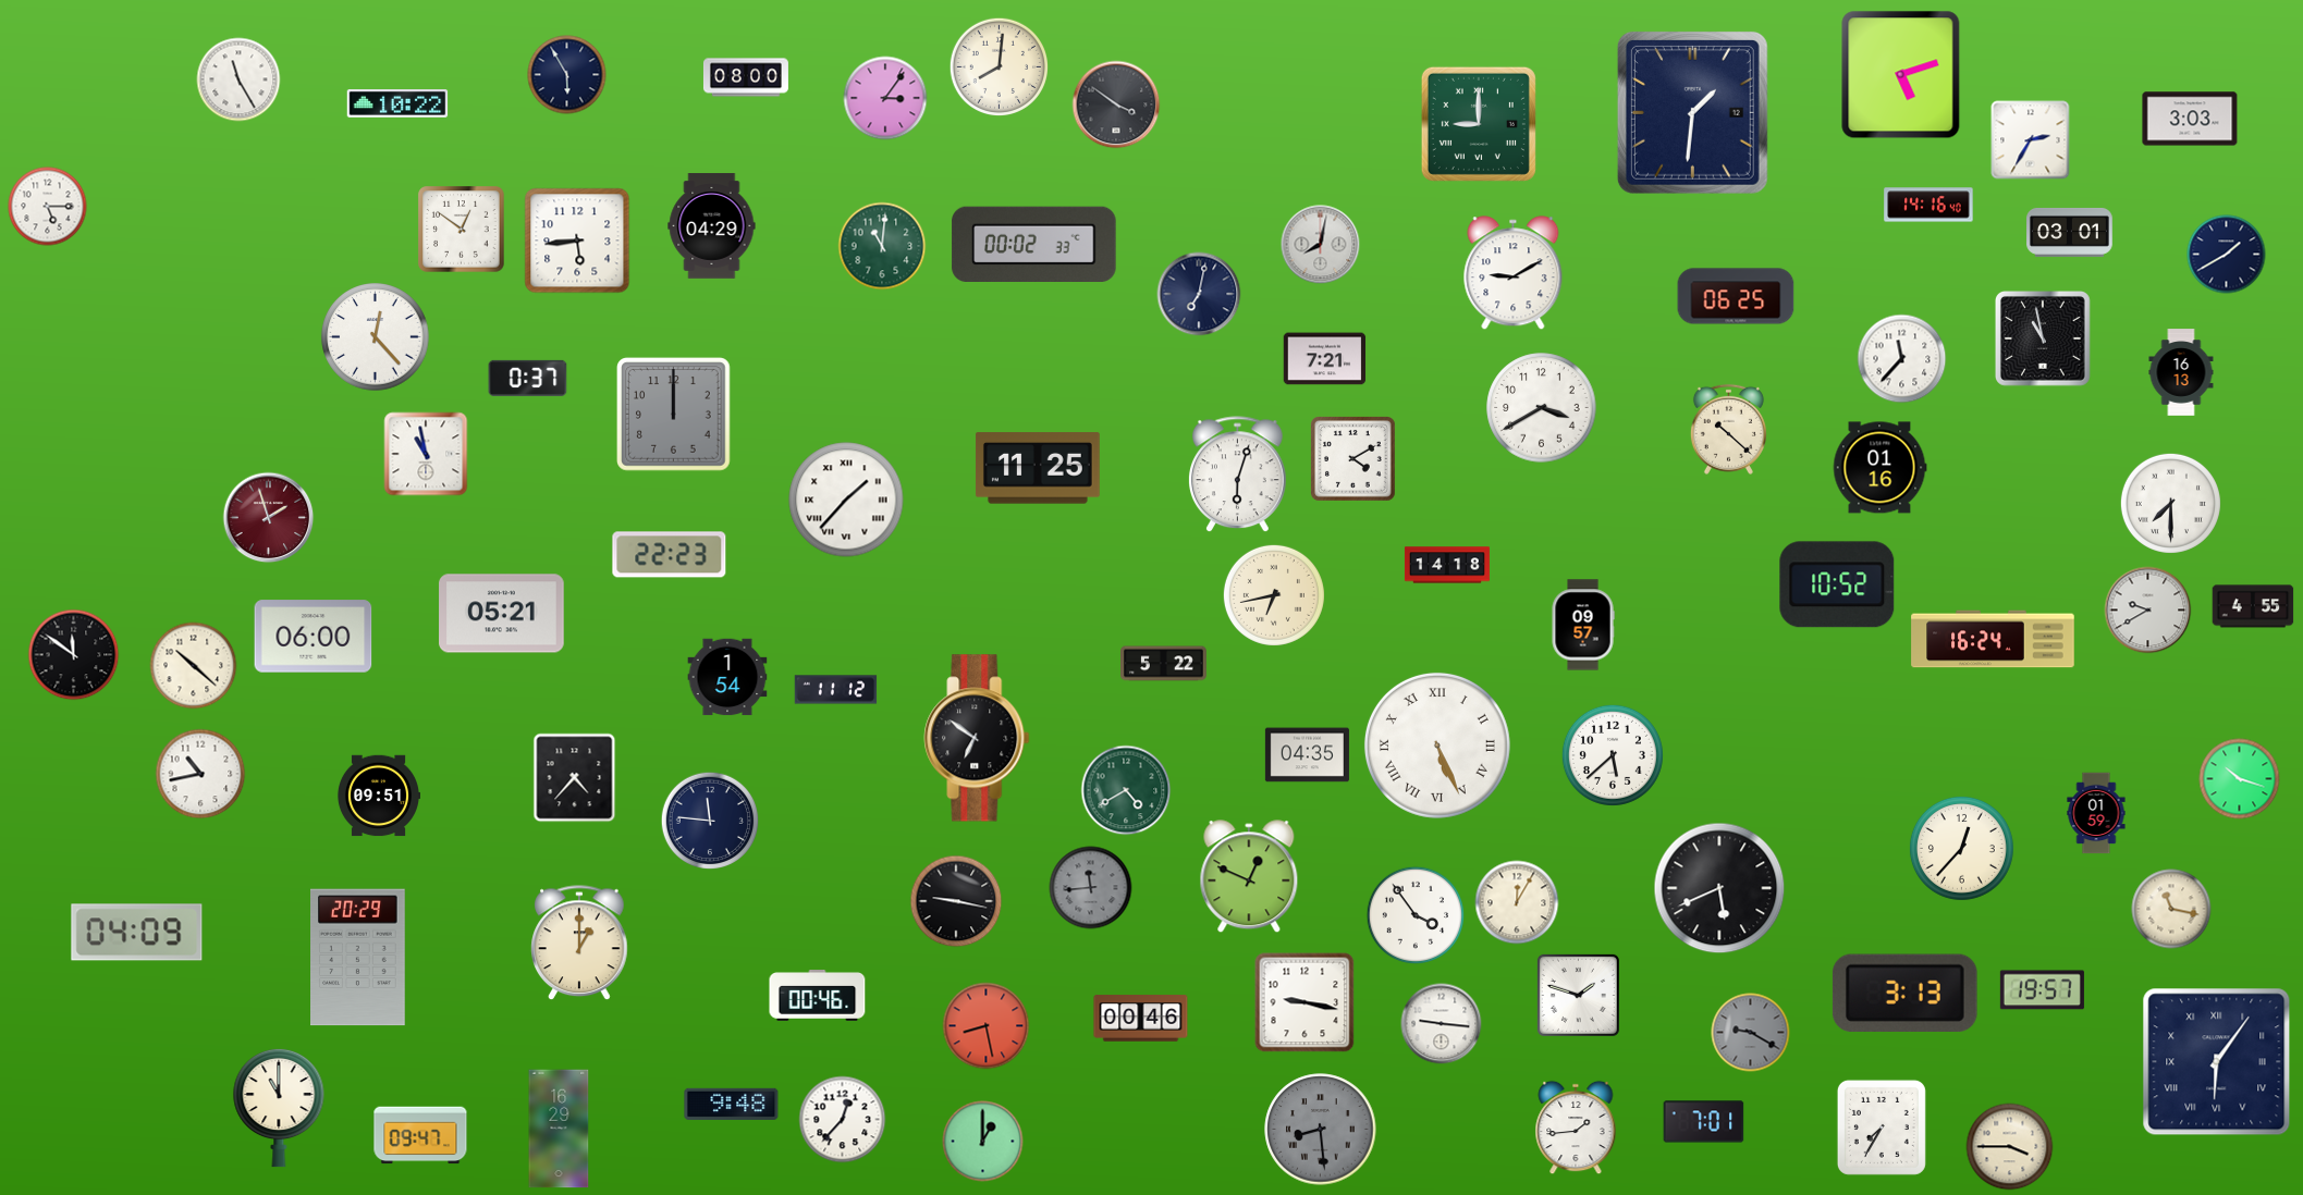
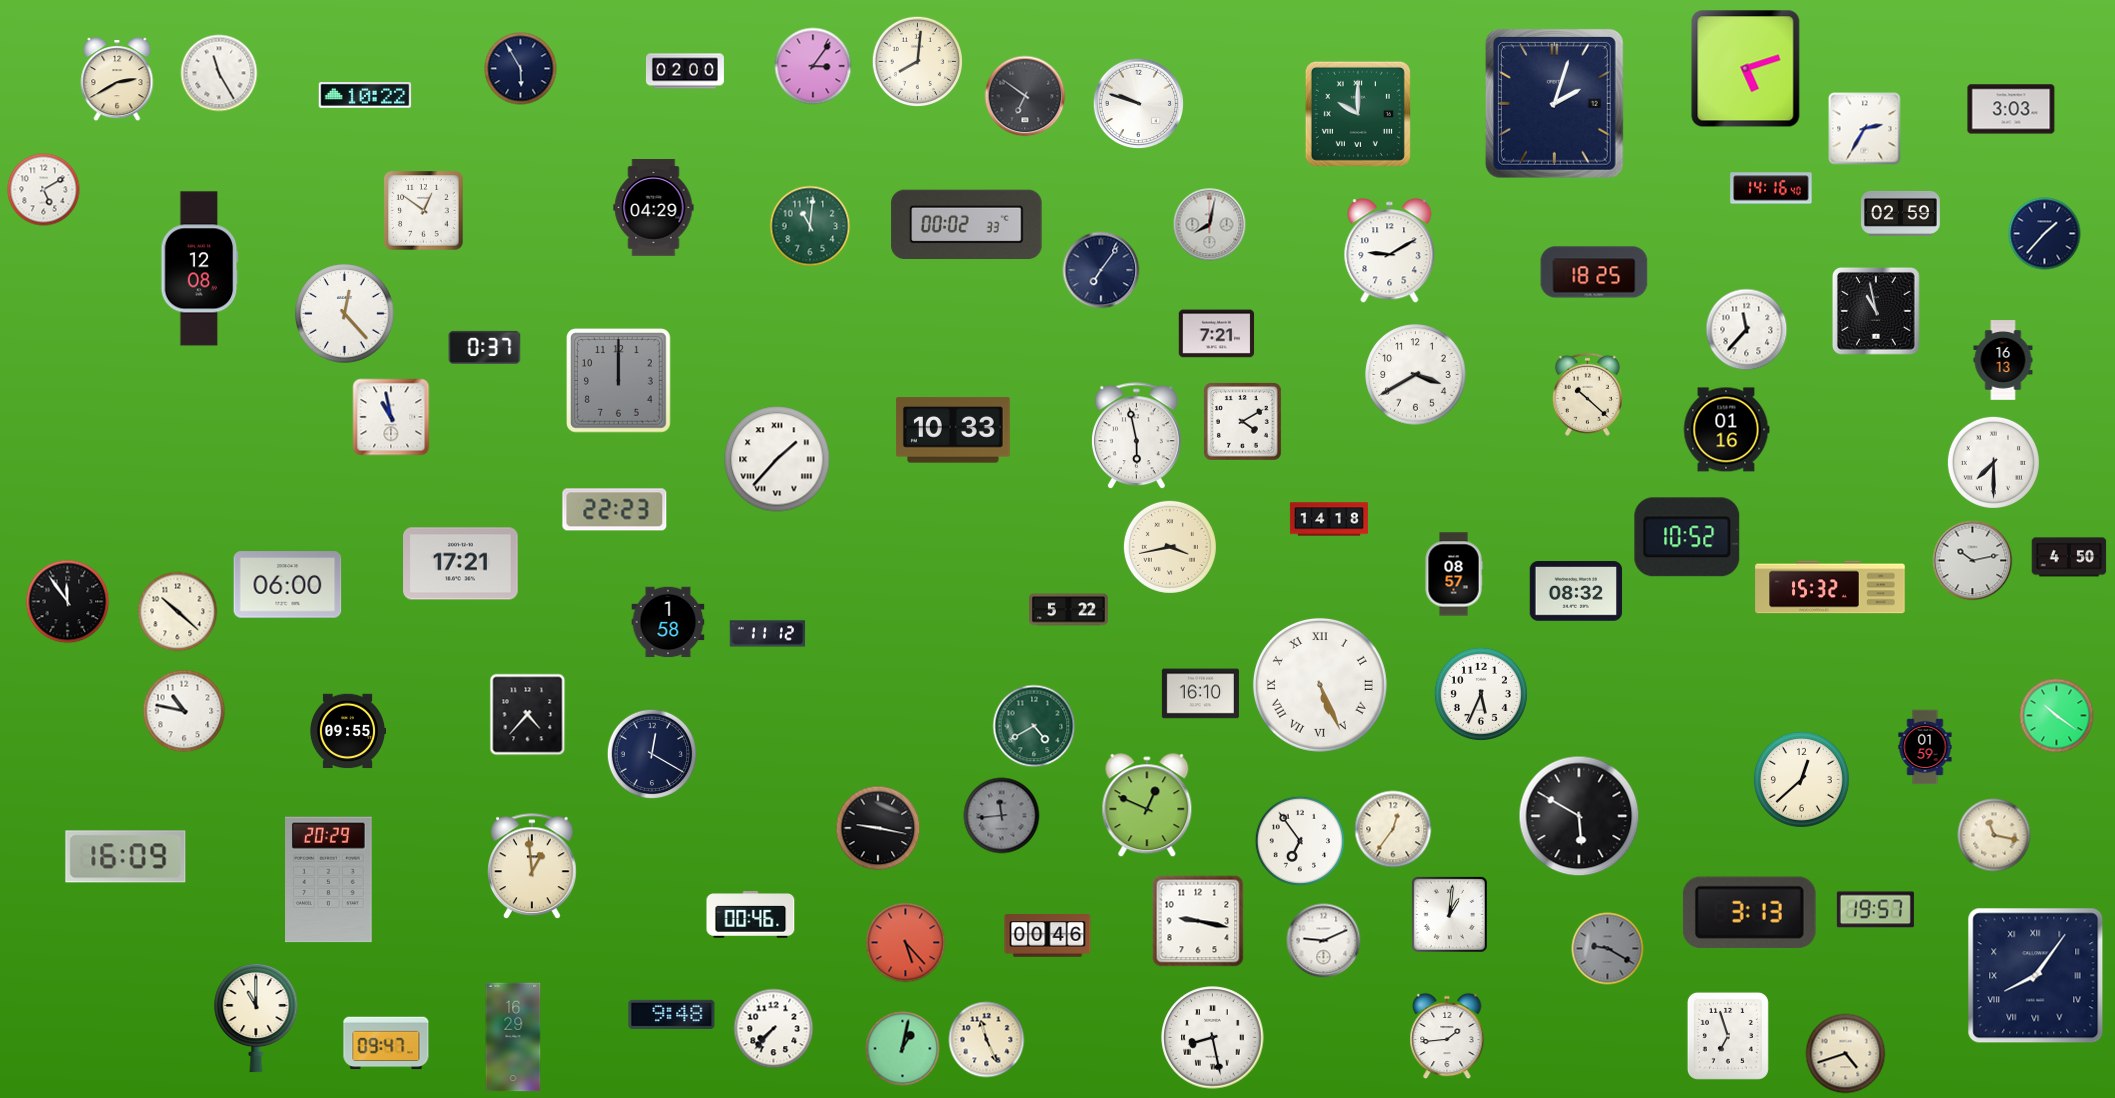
clock at (746, 77): 08:00 -> 02:00
clock at (117, 80): none -> 2:40
clock at (885, 98) position: (885, 98) -> (813, 66)
clock at (1116, 104): 3:51 -> 6:51
clock at (1138, 103): none -> 9:48
clock at (1692, 112): 1:31 -> 2:03
clock at (1479, 124): 9:00 -> 10:00
clock at (48, 207): 5:15 -> 5:10
clock at (2070, 233): 03:01 -> 02:59
clock at (577, 241): 5:44 -> none
clock at (1034, 244) position: (1034, 244) -> (967, 224)
clock at (1321, 245) position: (1321, 245) -> (1210, 225)
clock at (2227, 255): 1:40 -> 1:37
clock at (200, 269): none -> 12:08
clock at (1199, 294): 7:02 -> 7:06
clock at (1736, 296): 06:25 -> 18:25
clock at (376, 337) position: (376, 337) -> (345, 314)
clock at (1325, 359) position: (1325, 359) -> (1217, 334)
clock at (2181, 372) position: (2181, 372) -> (2003, 360)
clock at (1038, 468): 11:25 -> 10:33
clock at (1237, 475): 6:03 -> 5:58
clock at (269, 518): 1:57 -> none
clock at (1274, 595): 6:43 -> 3:43
clock at (2253, 606): 4:55 -> 4:50
clock at (2148, 611): 9:40 -> 10:13
clock at (502, 614): 05:21 -> 17:21
clock at (1583, 625): 09:57 -> 08:57
clock at (1993, 639): 16:24 -> 15:32
clock at (1576, 591): none -> 08:32
clock at (74, 655): 11:51 -> 11:54
clock at (727, 677): 1:54 -> 1:58
clock at (977, 738): 6:51 -> none
clock at (1307, 755): 04:35 -> 16:10
clock at (1613, 755): 5:38 -> 5:34
clock at (200, 774): 10:43 -> 10:47
clock at (2240, 779): 10:18 -> 10:21
clock at (378, 796): 09:51 -> 09:55
clock at (710, 821): 11:46 -> 12:20
clock at (1961, 848): 12:37 -> 12:38
clock at (1719, 888): 5:41 -> 5:50
clock at (1517, 902): 12:05 -> 12:36
clock at (1416, 915): 3:54 -> 6:54
clock at (137, 933): 04:09 -> 16:09
clock at (579, 944): 1:00 -> 12:59
clock at (1578, 995): 1:48 -> 1:01
clock at (1442, 1024): 9:16 -> 9:11
clock at (987, 1026): 8:28 -> 5:23
clock at (2217, 1062): 6:06 -> 8:06
clock at (843, 1120): 12:37 -> 7:37
clock at (1704, 1122): 7:01 -> none
clock at (1882, 1128): 7:35 -> 6:57
clock at (1321, 1130): 8:29 -> 8:28
clock at (1321, 1130) dial: grey -> white
clock at (987, 1040): none -> 11:26
clock at (983, 1142): 1:00 -> 1:02
clock at (2010, 1147): 3:45 -> 4:42
